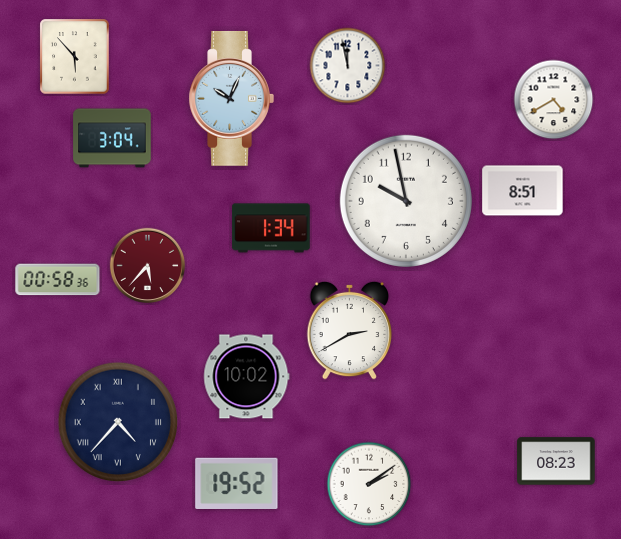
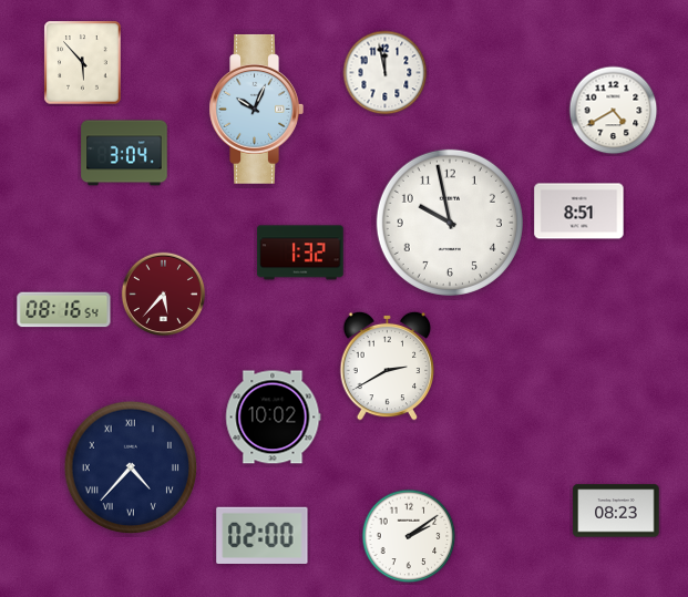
clock at (271, 228): 1:34 -> 1:32
clock at (58, 280): 00:58 -> 08:16
clock at (237, 483): 19:52 -> 02:00
